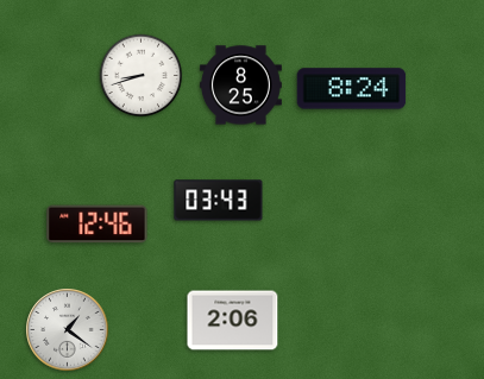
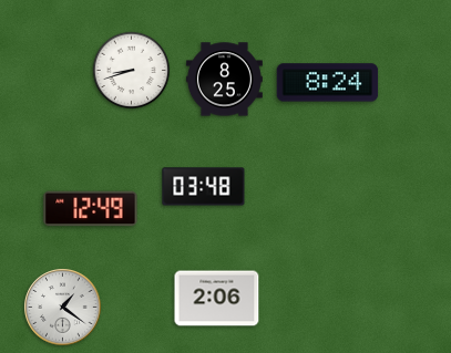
clock at (219, 201): 03:43 -> 03:48
clock at (98, 225): 12:46 -> 12:49
